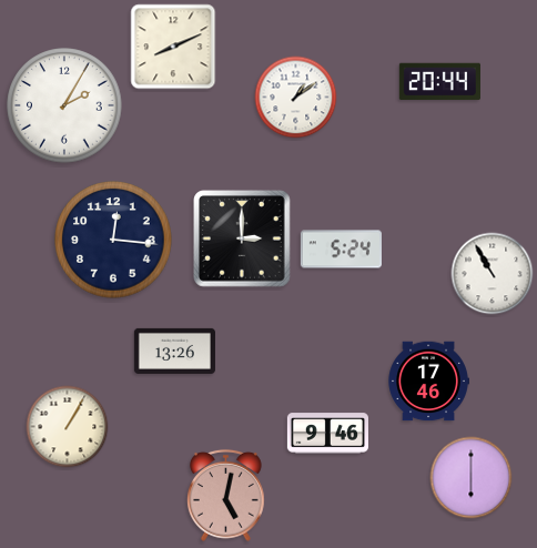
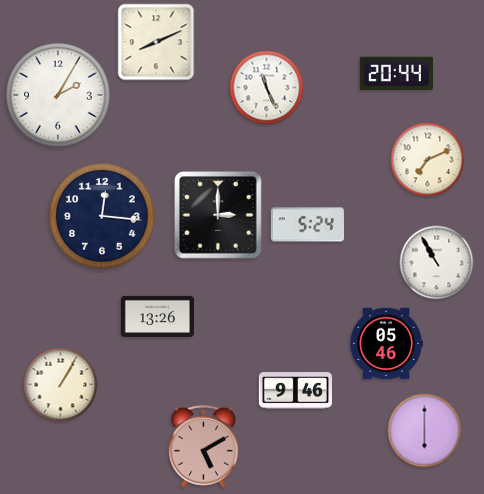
clock at (296, 98): 1:09 -> 11:26
clock at (428, 160): none -> 7:11
clock at (493, 274) position: (493, 274) -> (437, 263)
clock at (428, 382): 17:46 -> 05:46
clock at (226, 495): 5:02 -> 5:10
